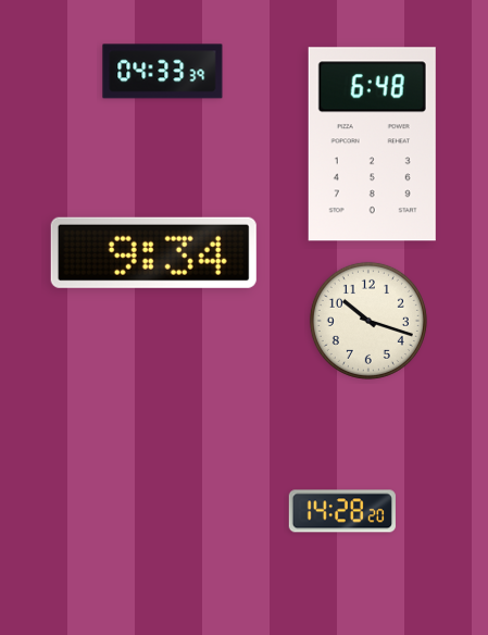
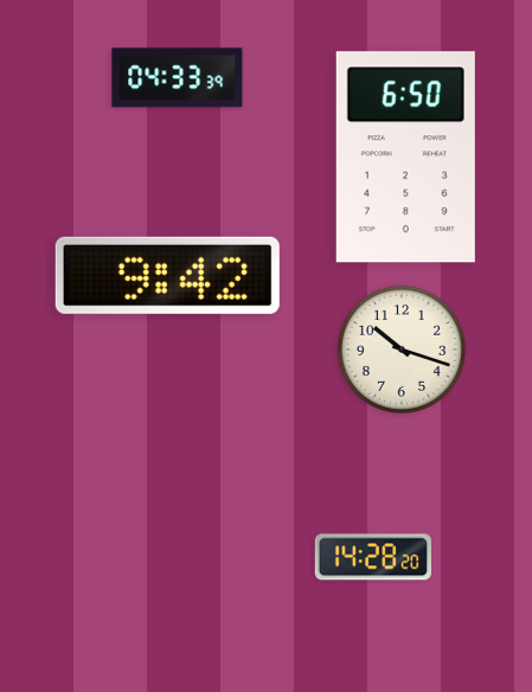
clock at (372, 145): 6:48 -> 6:50
clock at (153, 252): 9:34 -> 9:42
